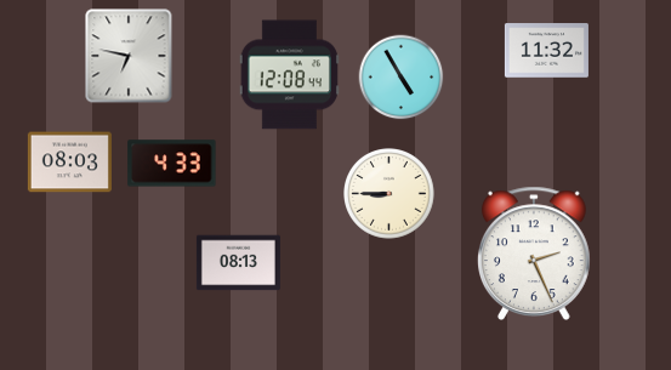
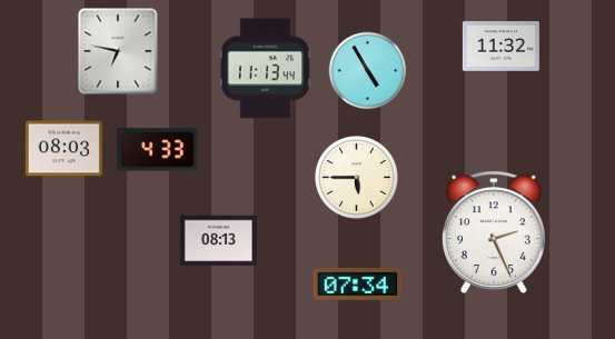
clock at (289, 75): 12:08 -> 11:13
clock at (389, 194): 8:45 -> 5:45
clock at (535, 254) position: (535, 254) -> (495, 232)
clock at (358, 285): none -> 07:34
